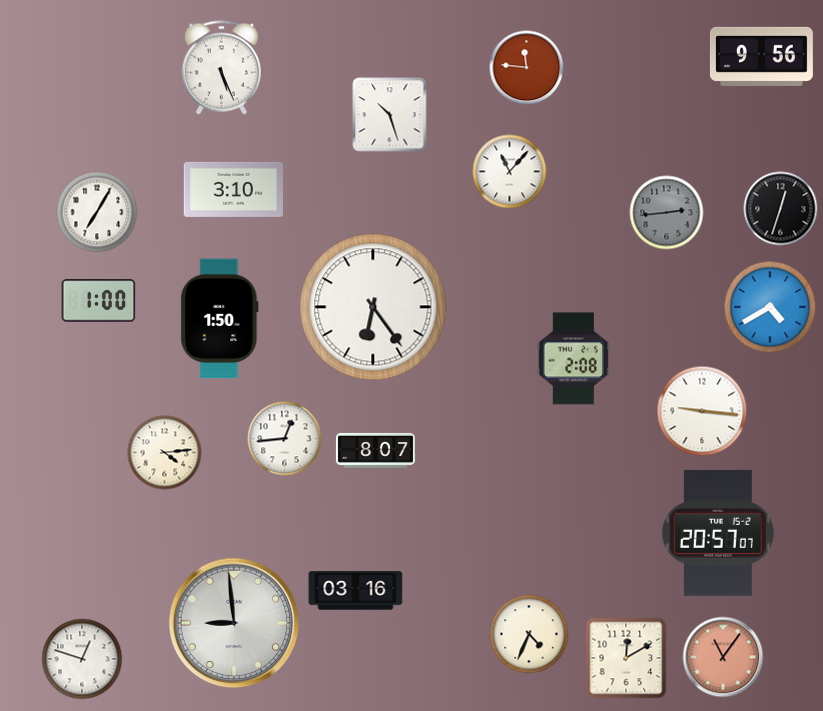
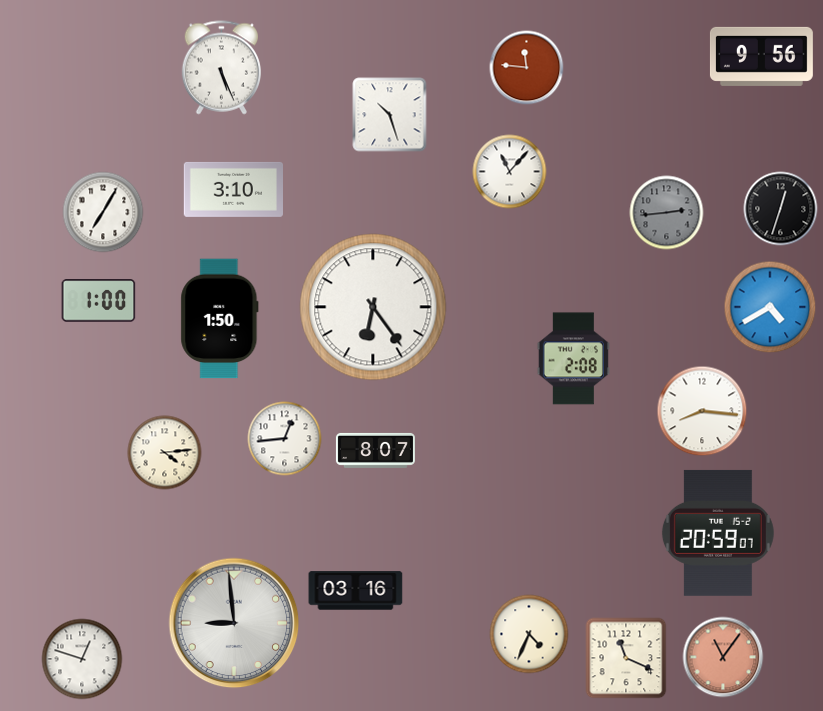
clock at (97, 212) position: (97, 212) -> (103, 212)
clock at (702, 411): 9:16 -> 8:16
clock at (718, 533): 20:57 -> 20:59
clock at (626, 658): 12:10 -> 11:19
